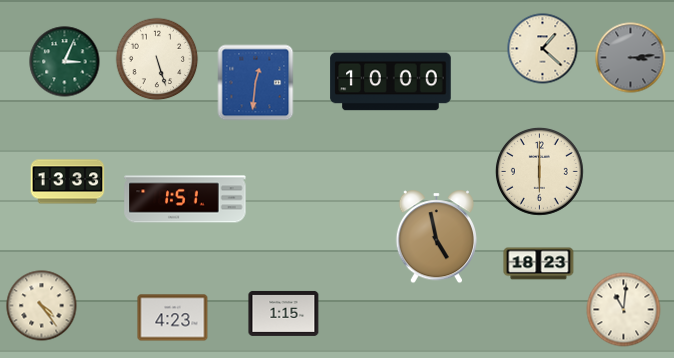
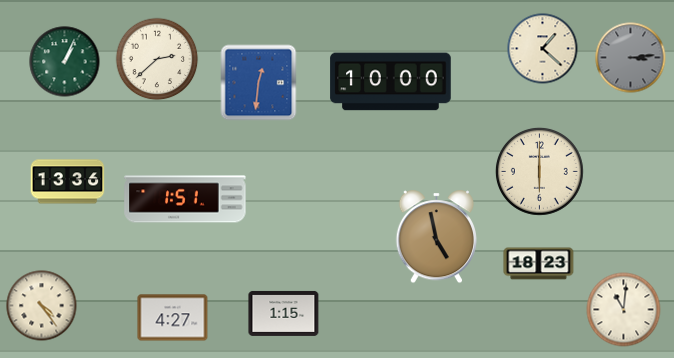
clock at (157, 59): 5:27 -> 2:38
clock at (65, 62): 3:04 -> 1:04
clock at (256, 83) position: (256, 83) -> (259, 83)
clock at (68, 182): 13:33 -> 13:36
clock at (173, 318): 4:23 -> 4:27
